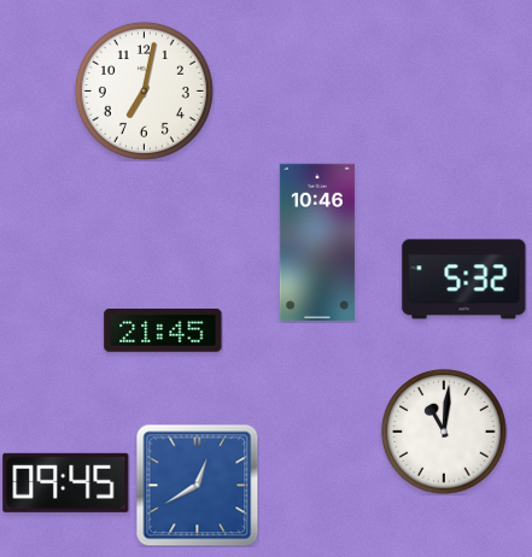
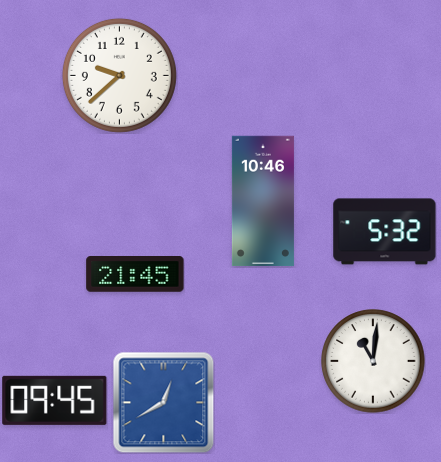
clock at (144, 90): 7:02 -> 9:38
clock at (444, 432) position: (444, 432) -> (373, 361)
